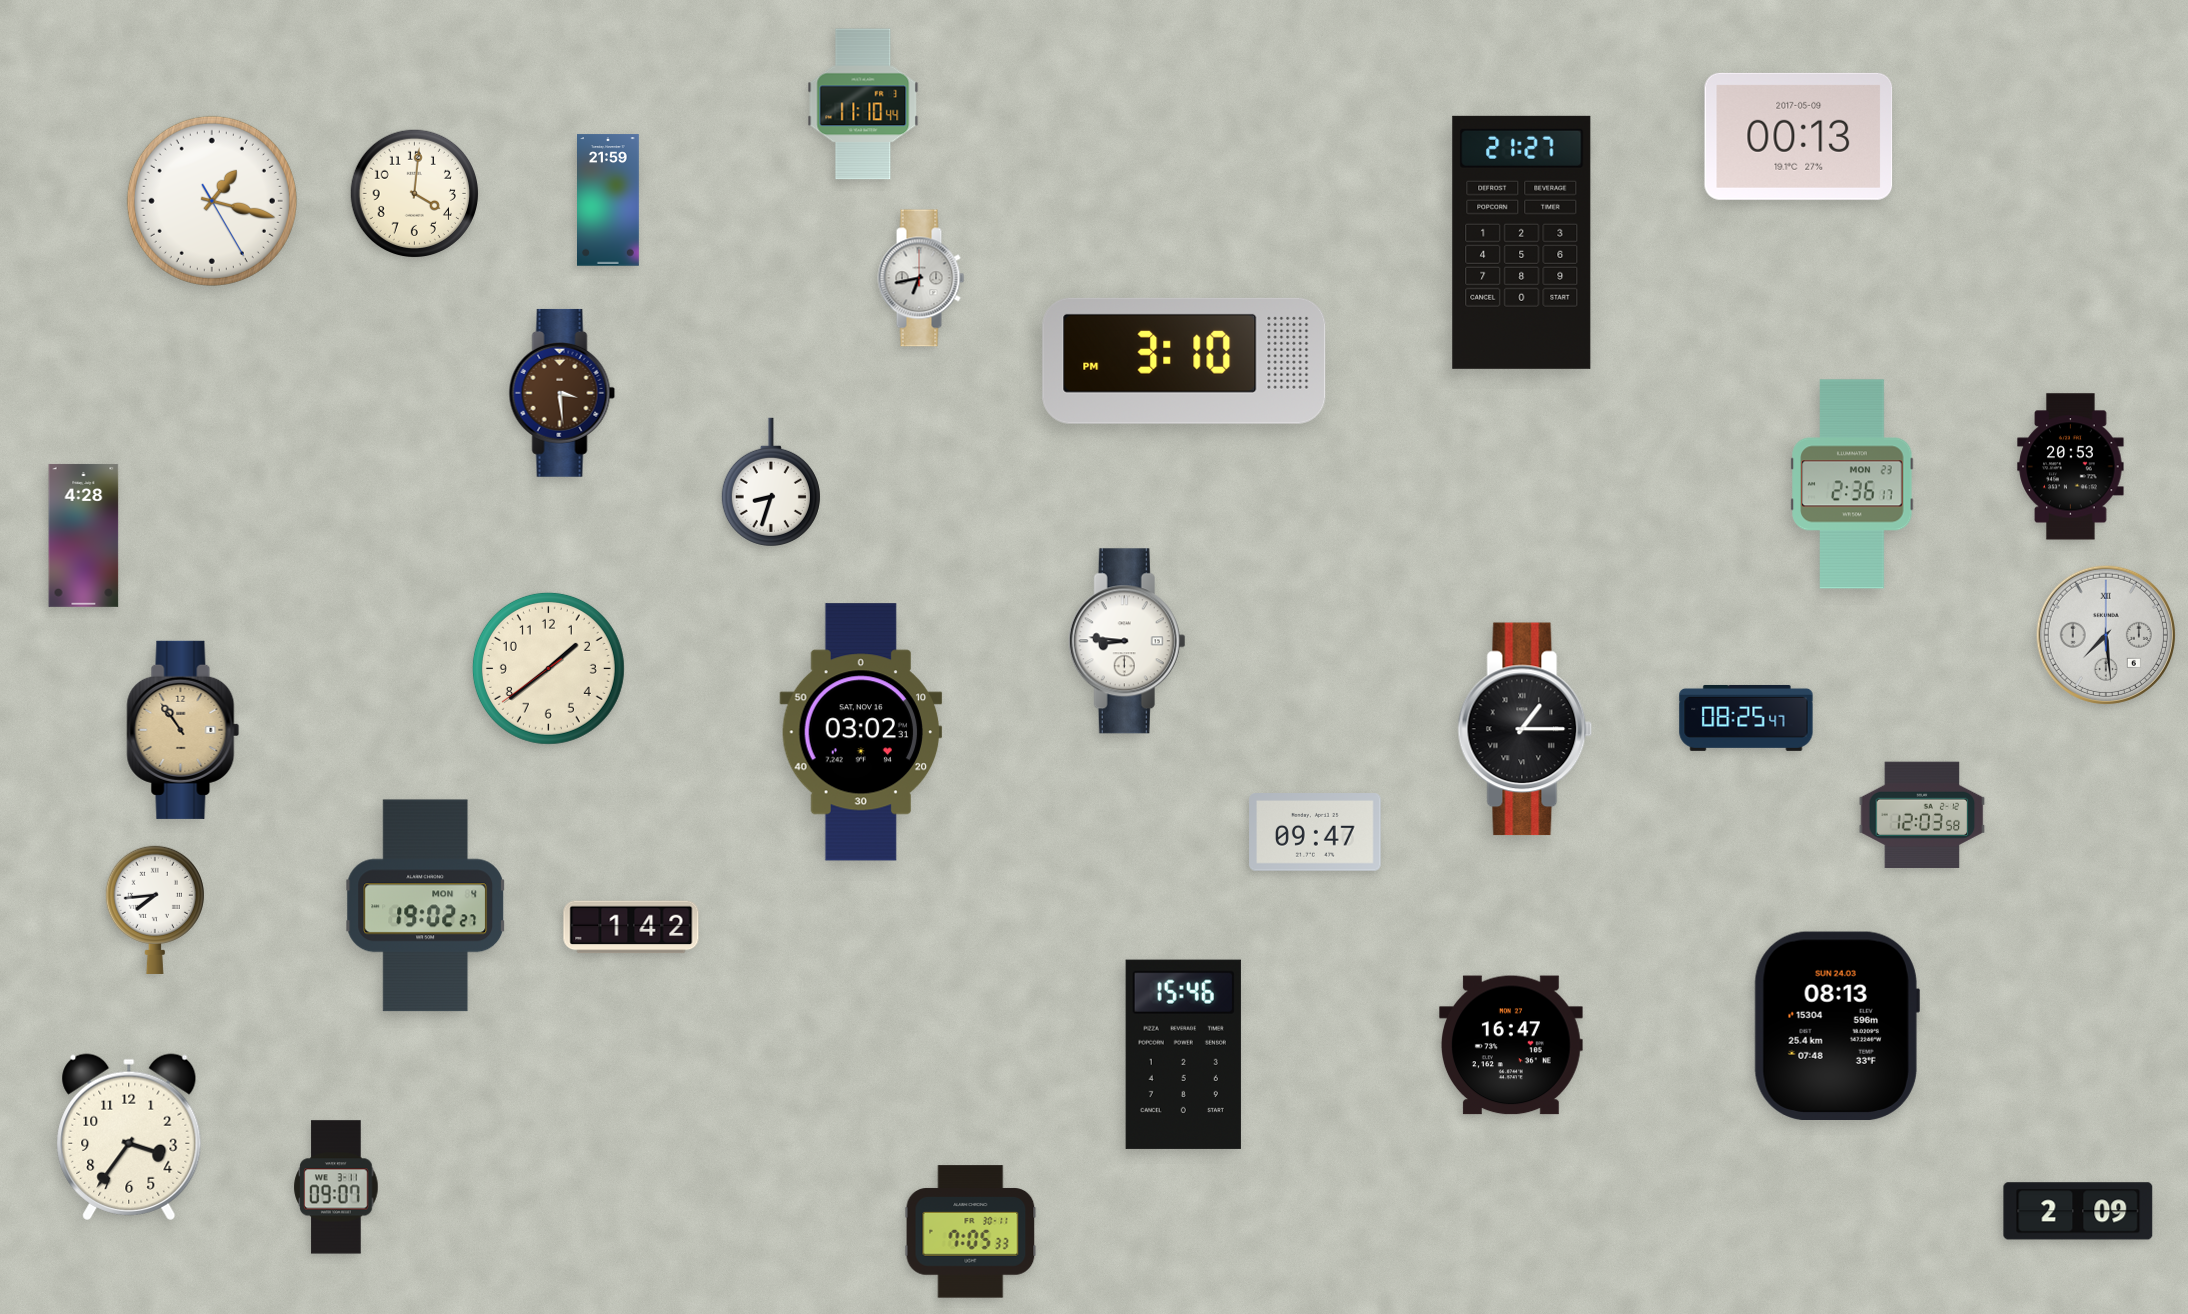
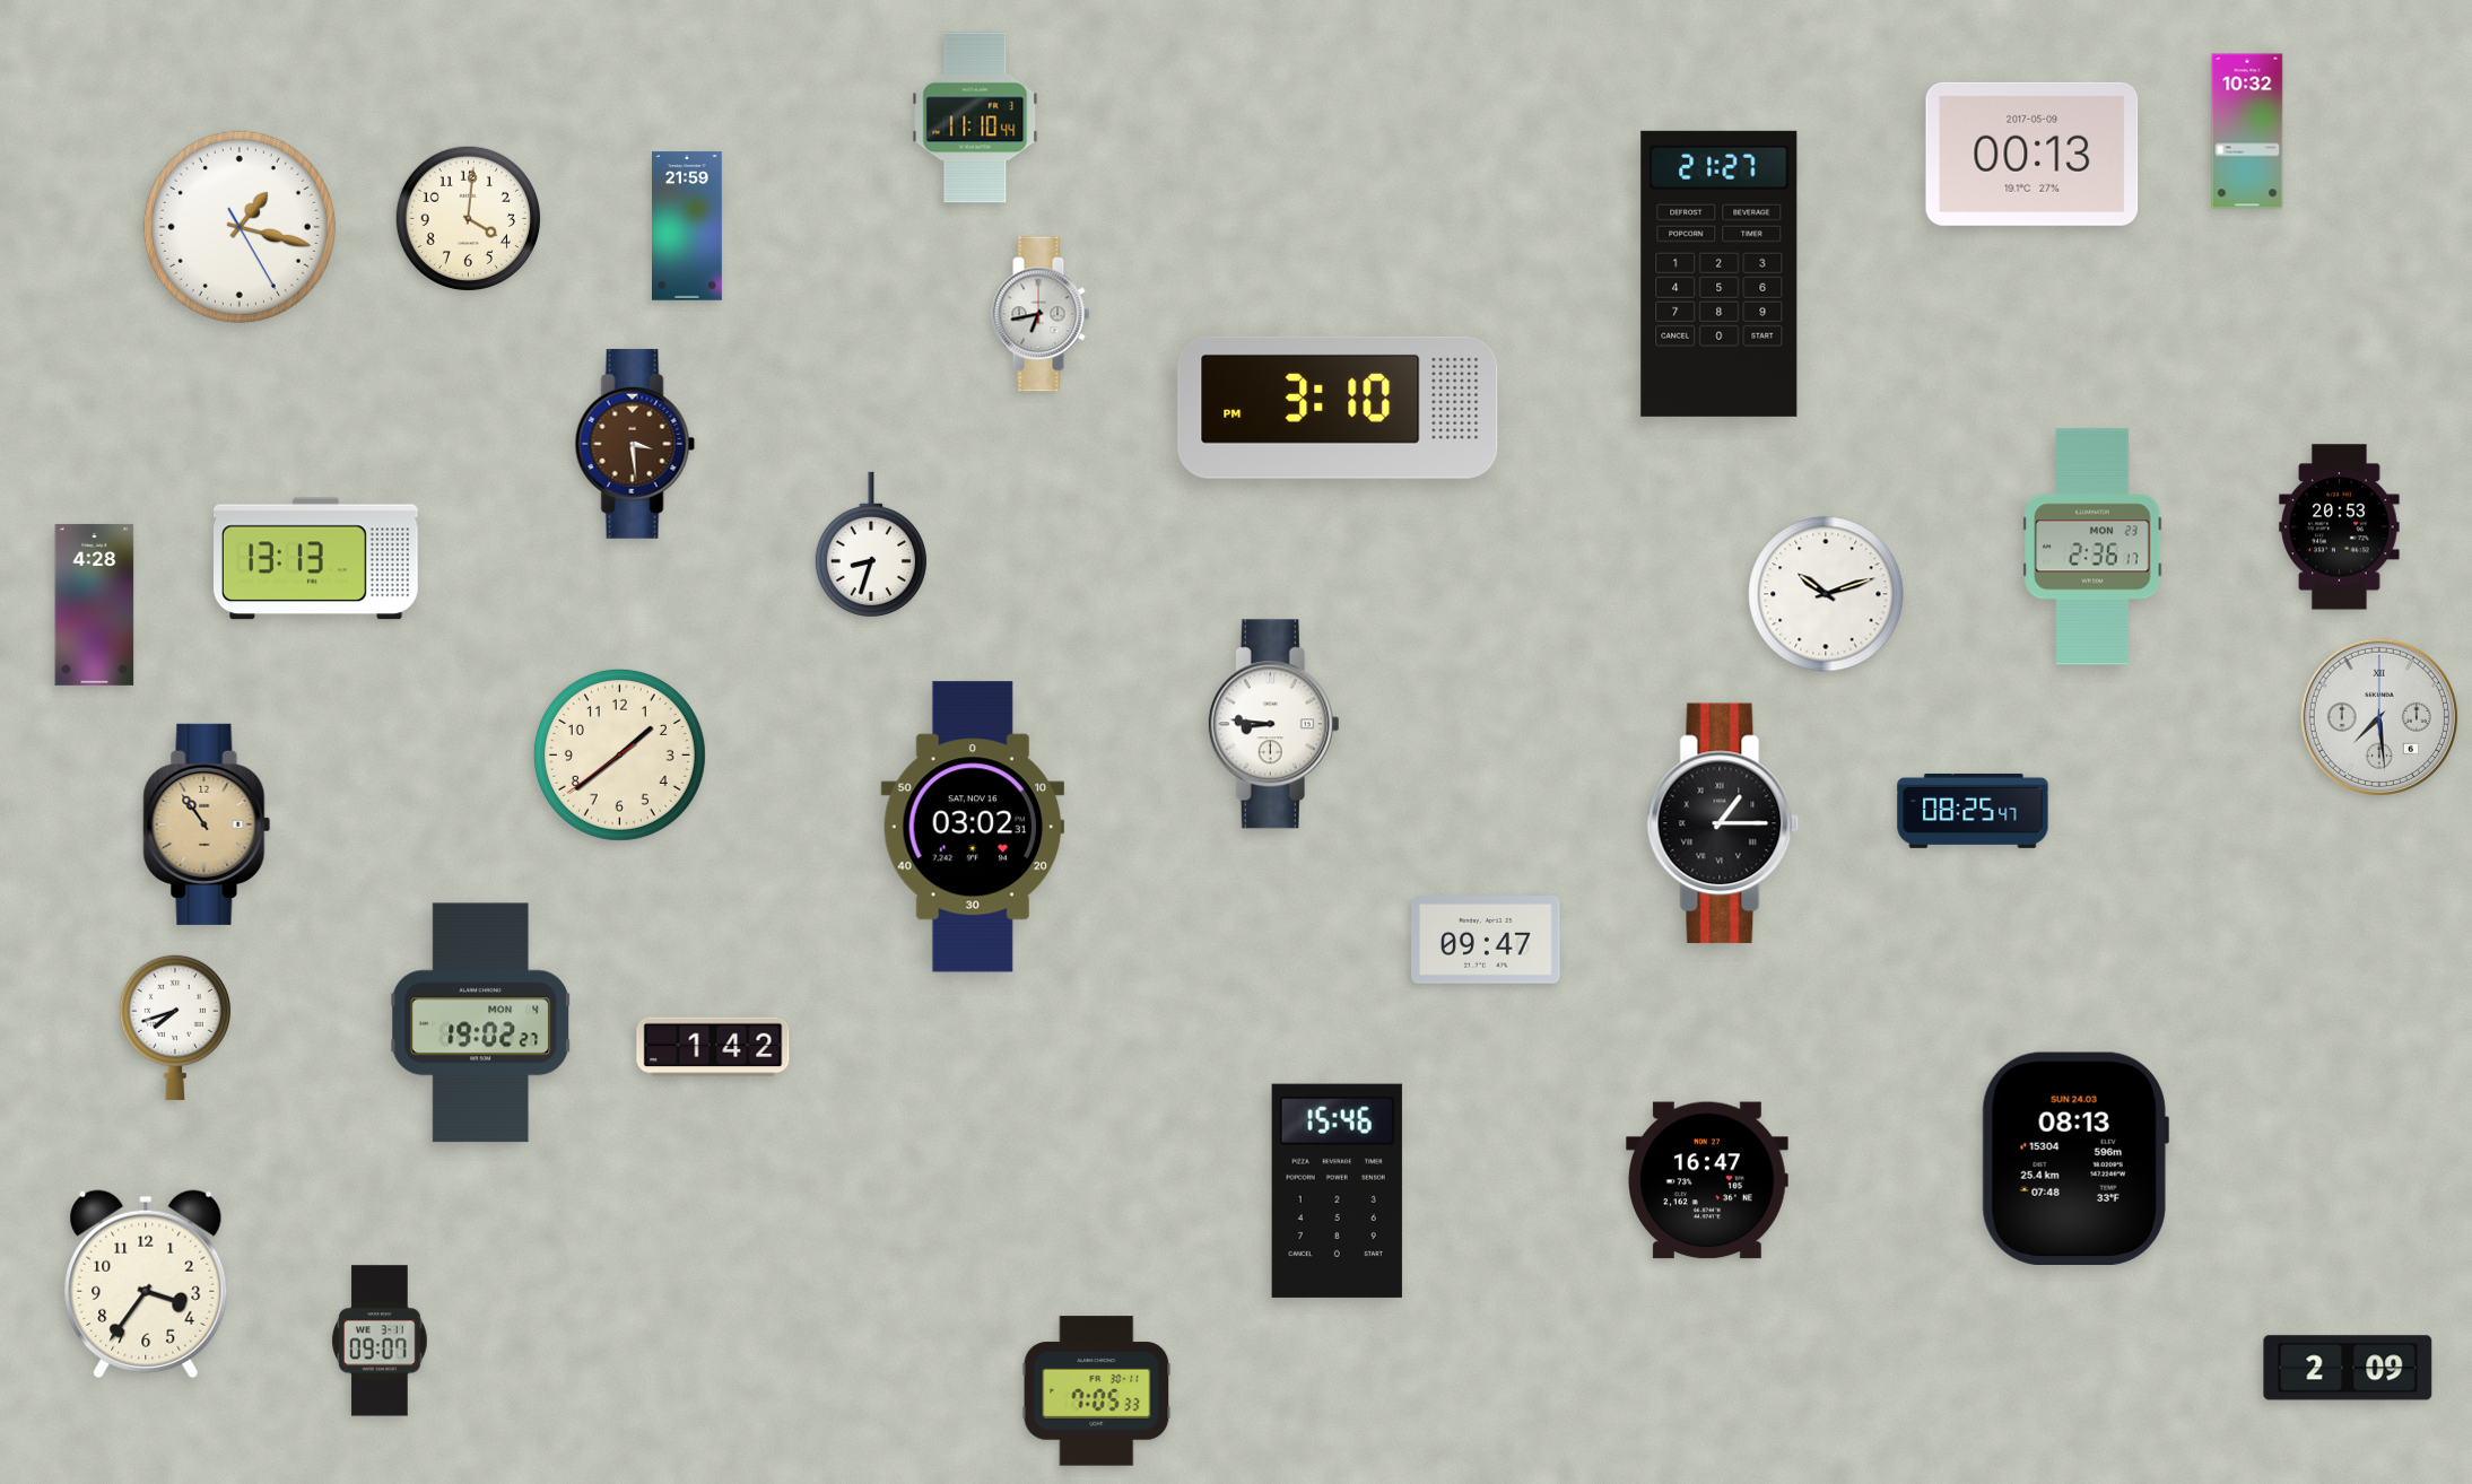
clock at (2247, 131): none -> 10:32
clock at (316, 559): none -> 13:13
clock at (1826, 594): none -> 10:12
clock at (1922, 814): 12:03 -> none
clock at (155, 909): 7:44 -> 7:42
